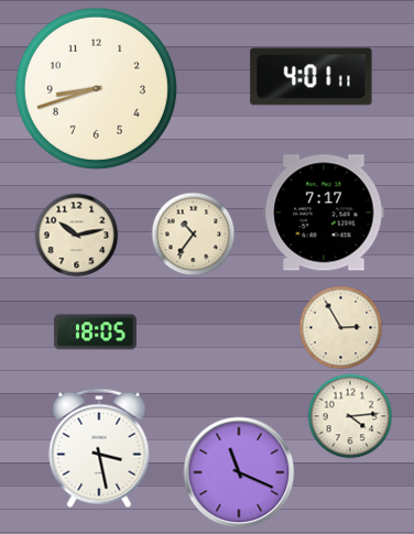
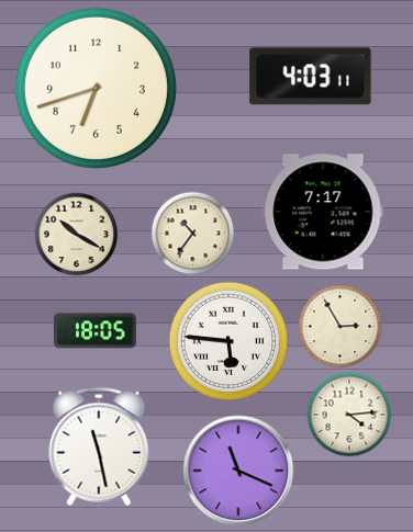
clock at (312, 77): 4:01 -> 4:03
clock at (96, 88): 8:42 -> 6:42
clock at (77, 236): 10:13 -> 10:20
clock at (228, 341): none -> 5:46
clock at (99, 448): 3:28 -> 11:28
